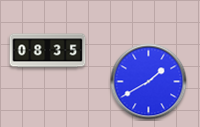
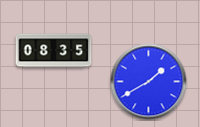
clock at (48, 51) position: (48, 51) -> (54, 51)
